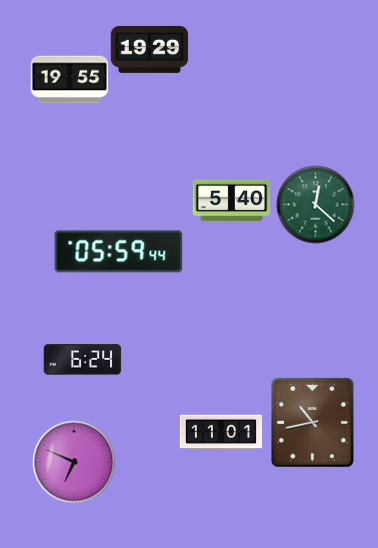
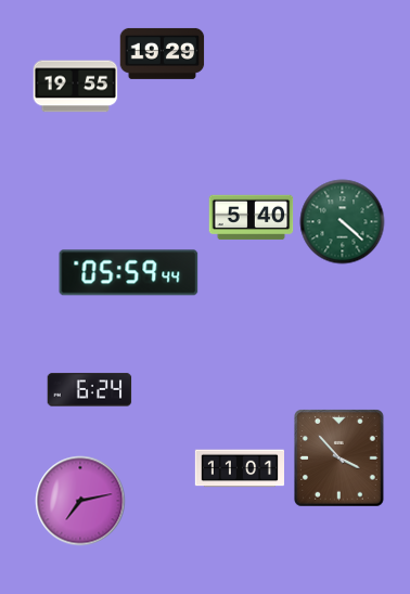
clock at (315, 204): 12:22 -> 4:22
clock at (313, 423): 10:43 -> 3:53
clock at (74, 462): 6:49 -> 7:13
